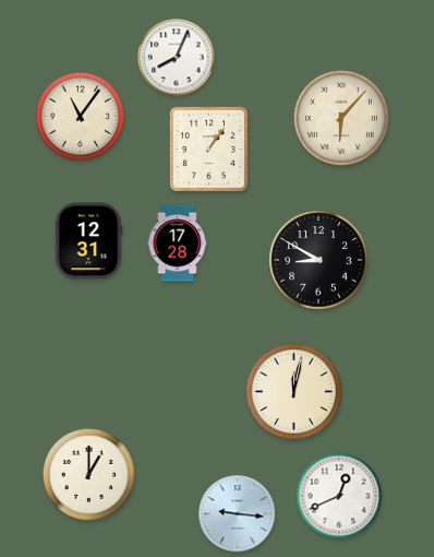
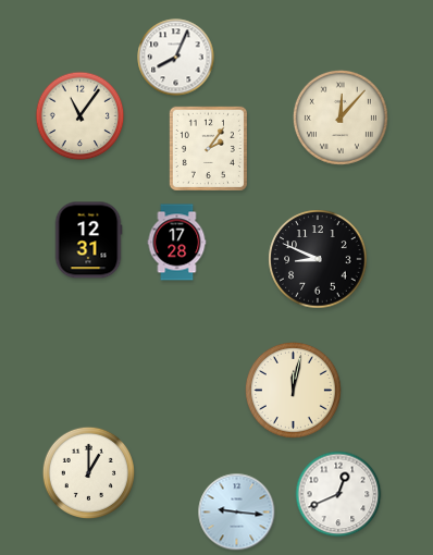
clock at (341, 118): 6:07 -> 12:07
clock at (208, 149): 1:06 -> 2:06
clock at (318, 260): 8:50 -> 8:49
